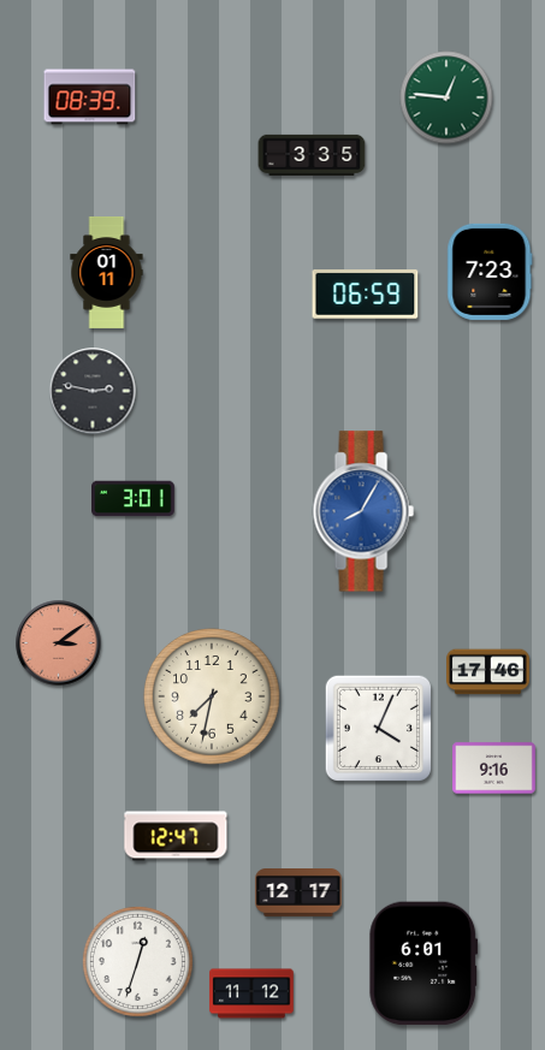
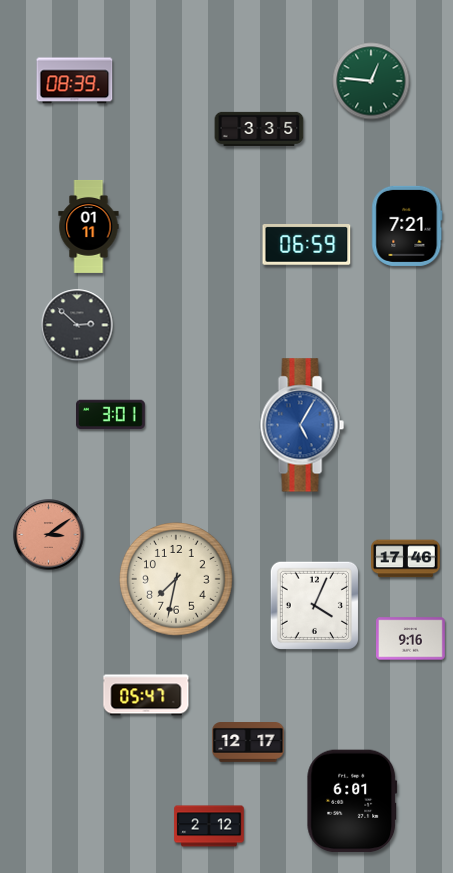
clock at (490, 272): 7:23 -> 7:21
clock at (366, 295) position: (366, 295) -> (307, 245)
clock at (93, 391): 2:47 -> 2:52
clock at (363, 511): 8:05 -> 5:05
clock at (176, 836): 12:47 -> 05:47
clock at (137, 961): 12:33 -> none
clock at (251, 993): 11:12 -> 2:12
